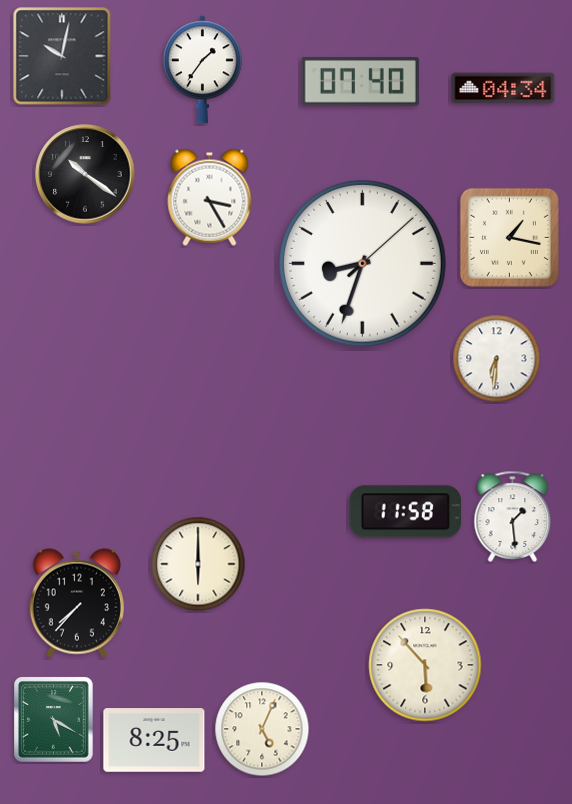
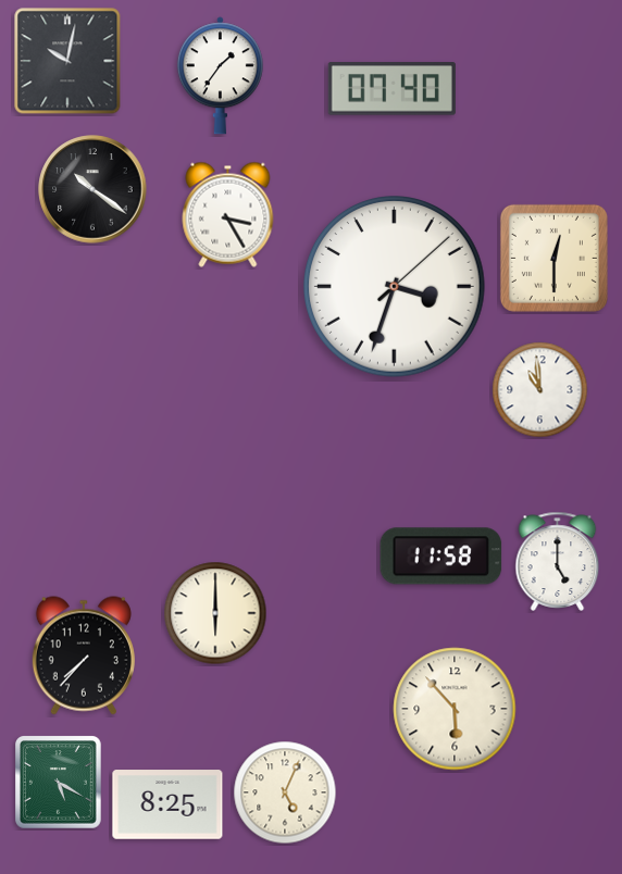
clock at (503, 88): 04:34 -> none
clock at (509, 237): 1:17 -> 12:30
clock at (363, 264): 8:33 -> 3:33
clock at (497, 359): 6:31 -> 10:59
clock at (513, 516): 1:29 -> 5:00
clock at (425, 665) position: (425, 665) -> (455, 709)
